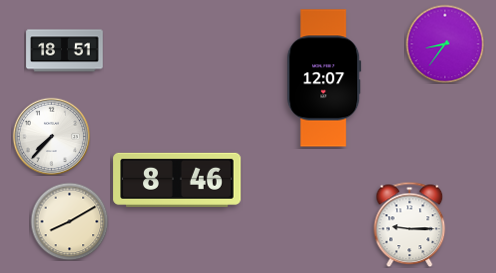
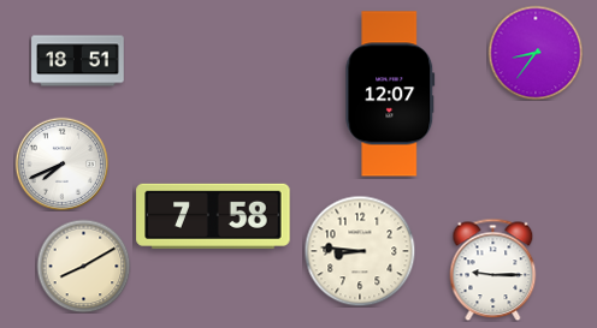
clock at (51, 136): 7:37 -> 7:41
clock at (177, 180): 8:46 -> 7:58
clock at (360, 251): none -> 8:46
